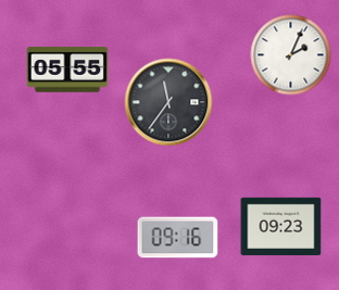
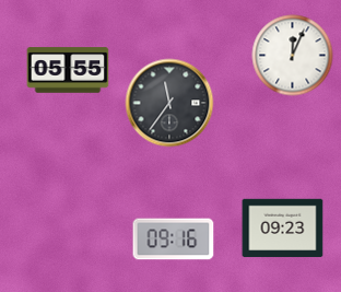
clock at (291, 55): 2:04 -> 12:04
clock at (178, 238) position: (178, 238) -> (174, 240)
